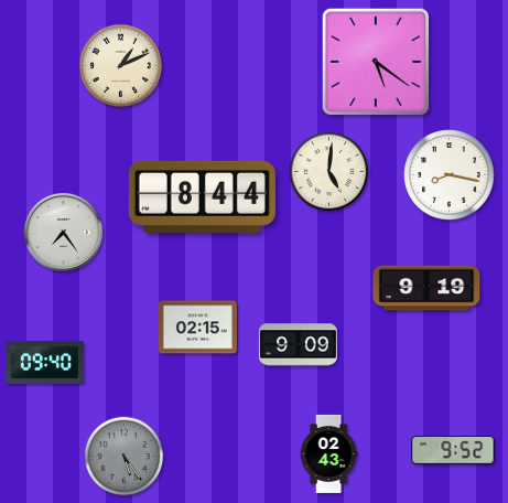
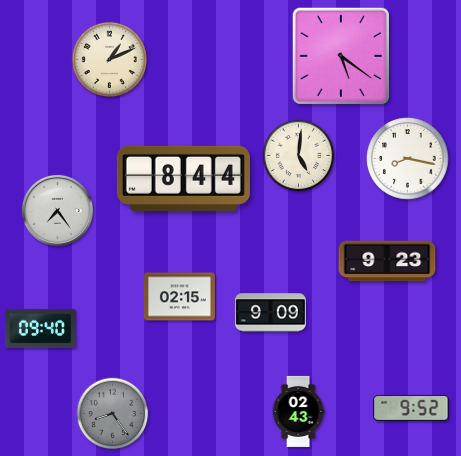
clock at (426, 288): 9:19 -> 9:23
clock at (125, 457): 5:24 -> 8:24
